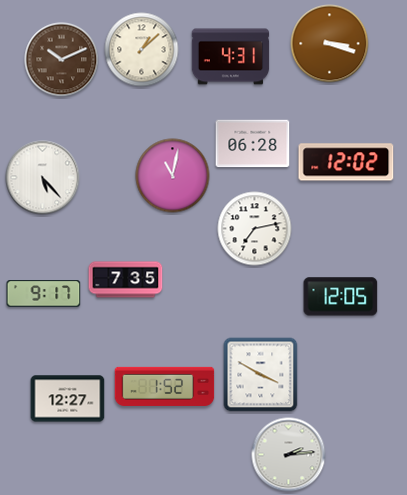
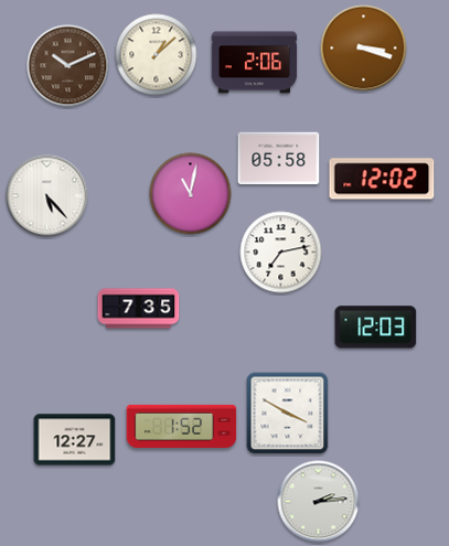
clock at (231, 57): 4:31 -> 2:06
clock at (253, 144): 06:28 -> 05:58
clock at (44, 294): 9:17 -> none
clock at (341, 297): 12:05 -> 12:03
